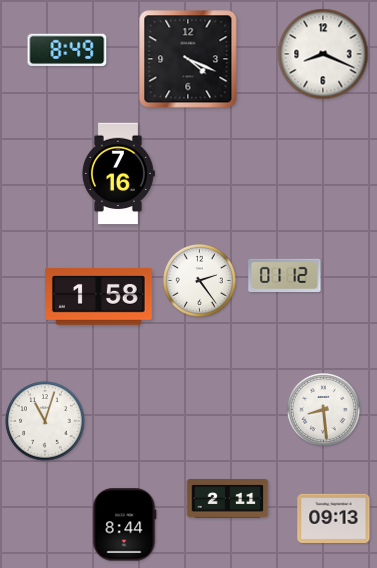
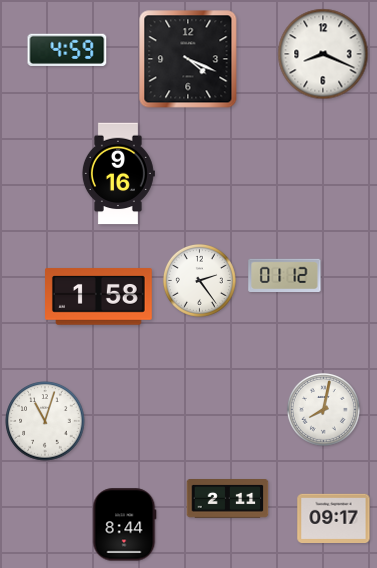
clock at (67, 50): 8:49 -> 4:59
clock at (118, 174): 7:16 -> 9:16
clock at (323, 409): 8:29 -> 8:02
clock at (334, 518): 09:13 -> 09:17
